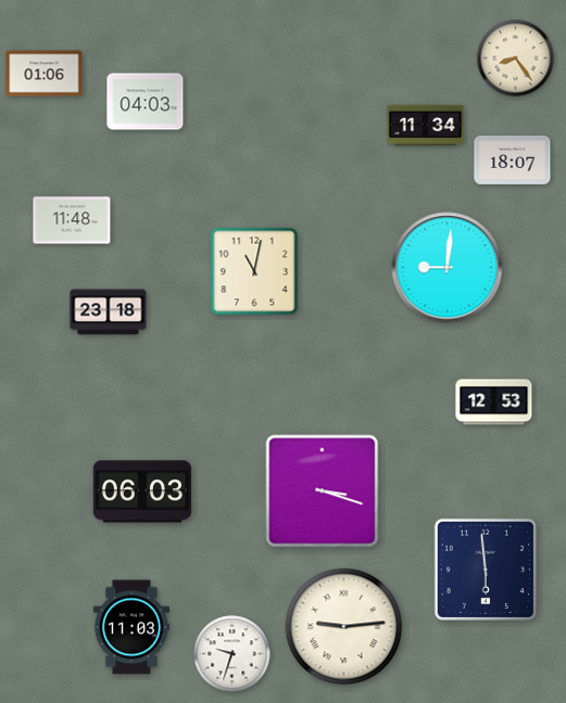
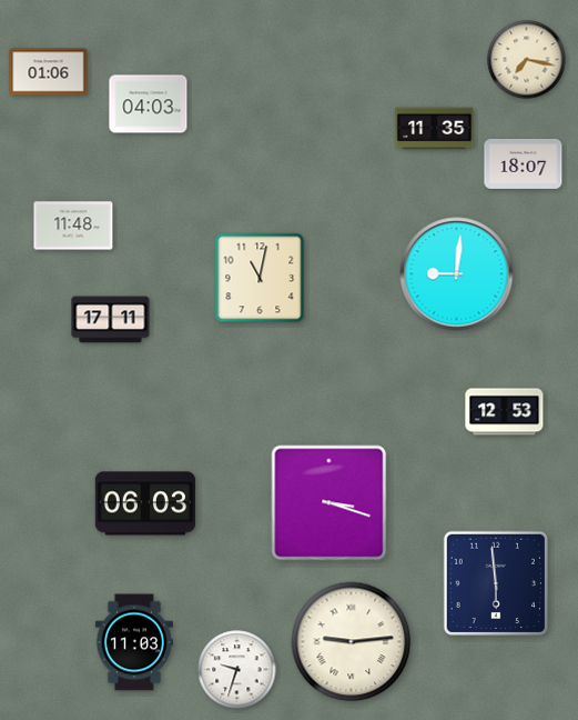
clock at (516, 59): 8:24 -> 7:17
clock at (45, 74) position: (45, 74) -> (49, 72)
clock at (426, 126): 11:34 -> 11:35
clock at (109, 312): 23:18 -> 17:11
